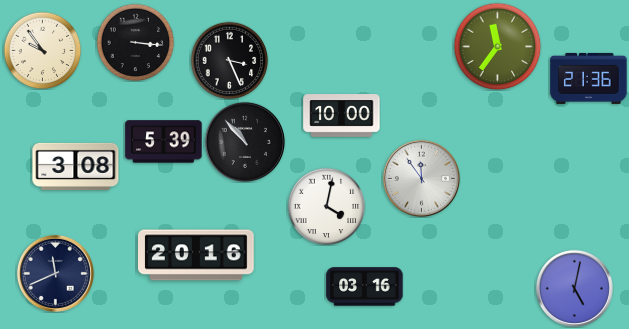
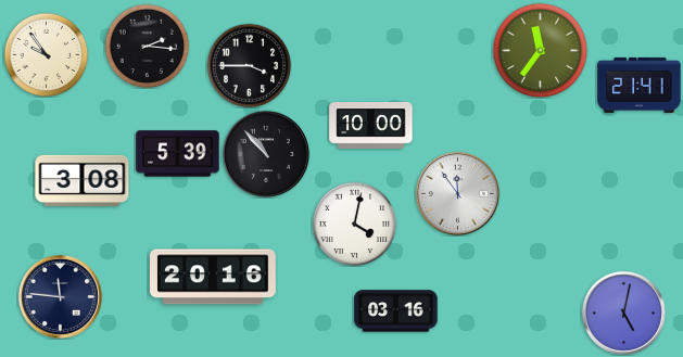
clock at (135, 42): 3:16 -> 2:16
clock at (229, 60): 3:26 -> 3:45
clock at (589, 78): 21:36 -> 21:41
clock at (55, 273): 11:41 -> 11:46
